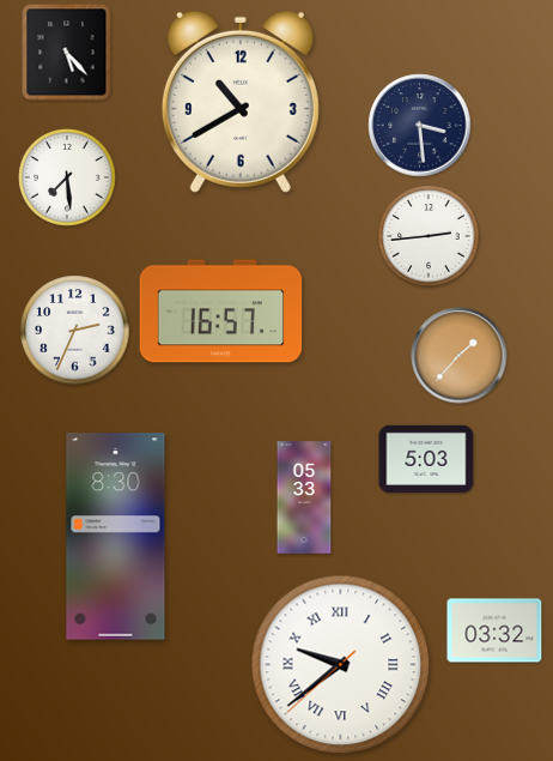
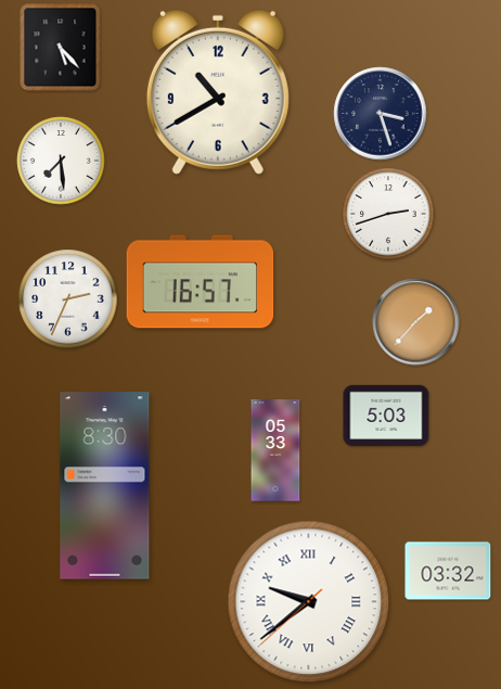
clock at (420, 126): 3:29 -> 3:27
clock at (429, 236): 2:44 -> 2:42
